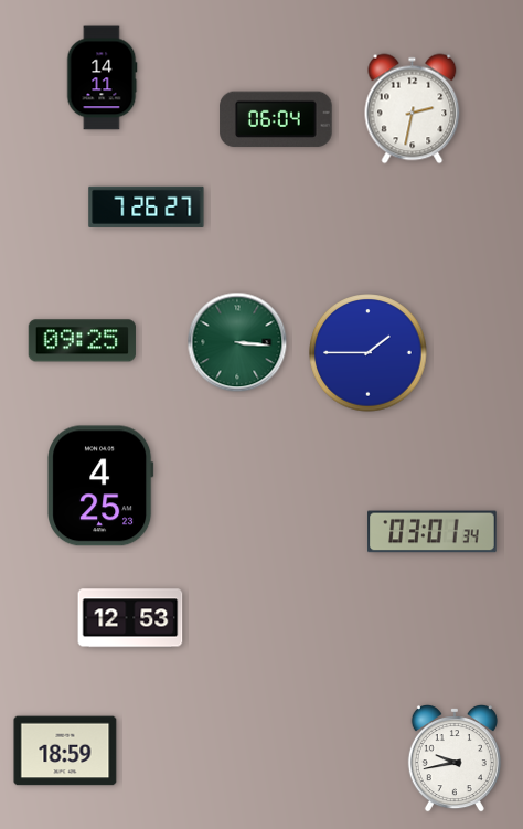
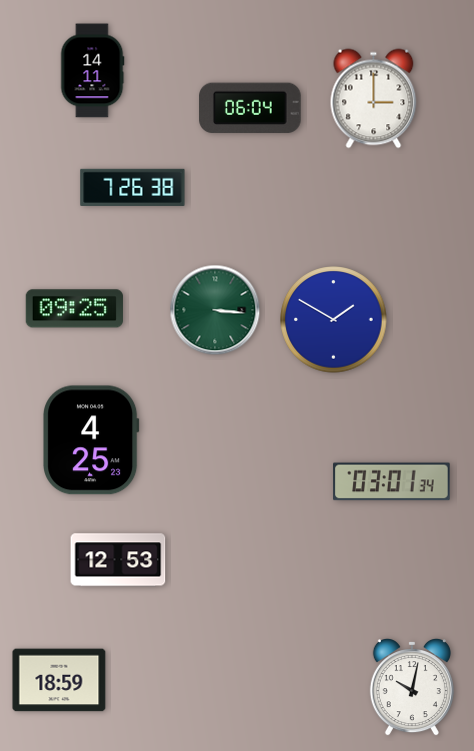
clock at (413, 109): 2:32 -> 3:00
clock at (147, 206): 7:26:27 -> 7:26:38
clock at (369, 353): 1:45 -> 1:50
clock at (455, 759): 9:43 -> 10:02
